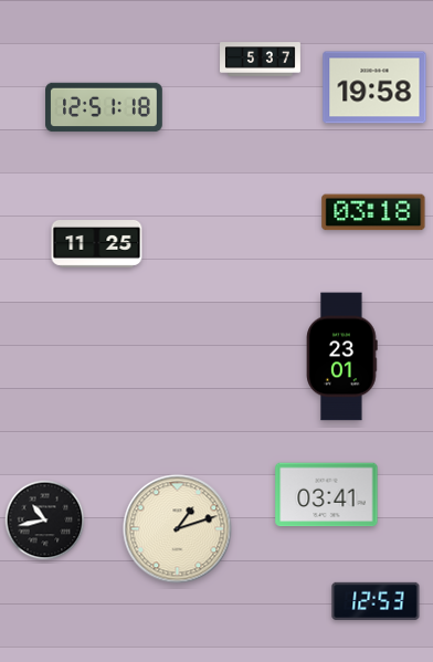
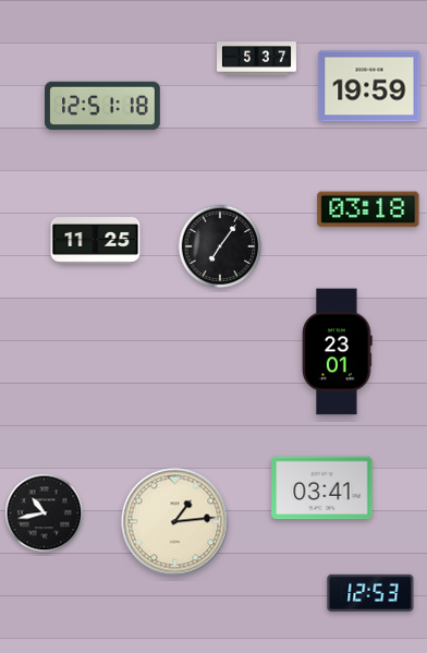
clock at (374, 87): 19:58 -> 19:59
clock at (220, 246): none -> 7:06
clock at (178, 529): 1:12 -> 1:14
